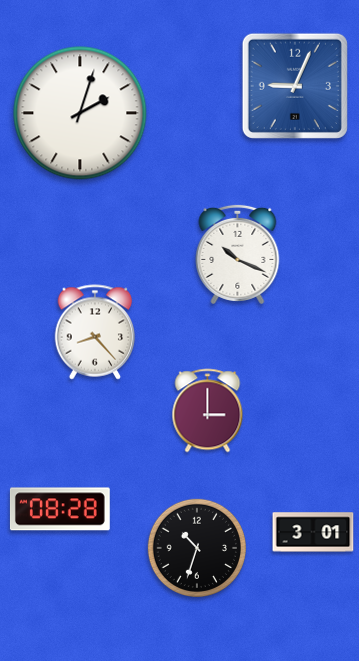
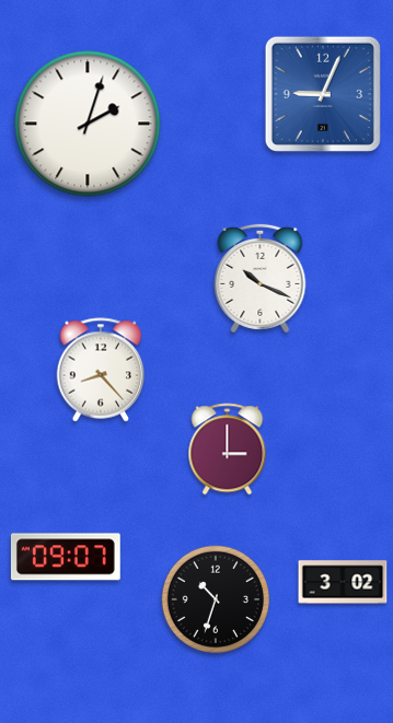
clock at (95, 332) position: (95, 332) -> (101, 370)
clock at (60, 509): 08:28 -> 09:07
clock at (313, 532): 3:01 -> 3:02
